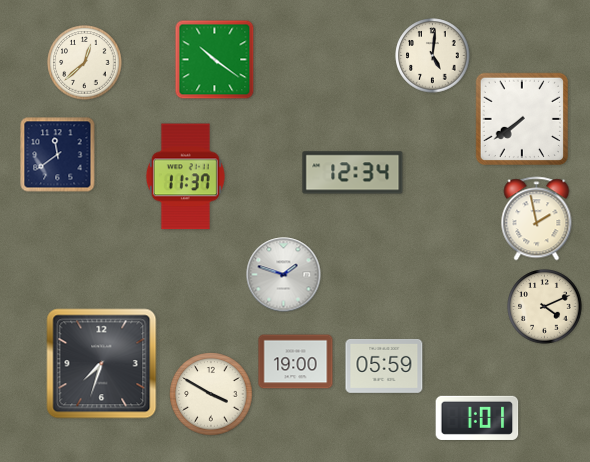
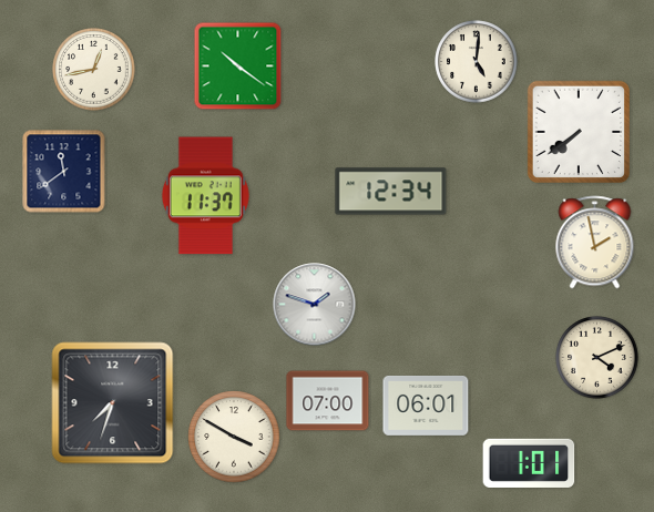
clock at (433, 56) position: (433, 56) -> (477, 62)
clock at (85, 63): 12:38 -> 12:43
clock at (545, 307) position: (545, 307) -> (597, 358)
clock at (296, 362): 19:00 -> 07:00
clock at (384, 366): 05:59 -> 06:01
